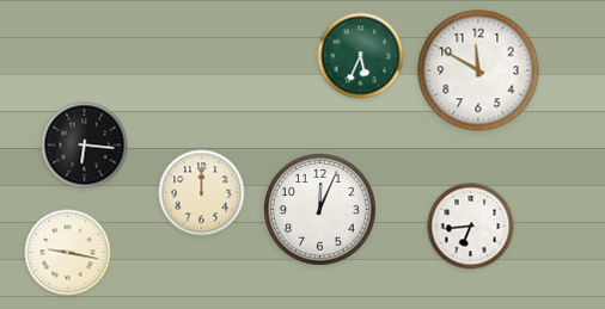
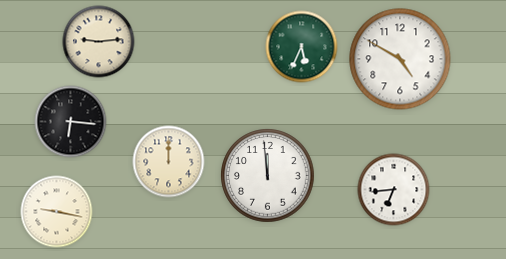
clock at (99, 42): none -> 9:14
clock at (478, 70): 11:50 -> 4:50
clock at (320, 210): 12:04 -> 11:59
